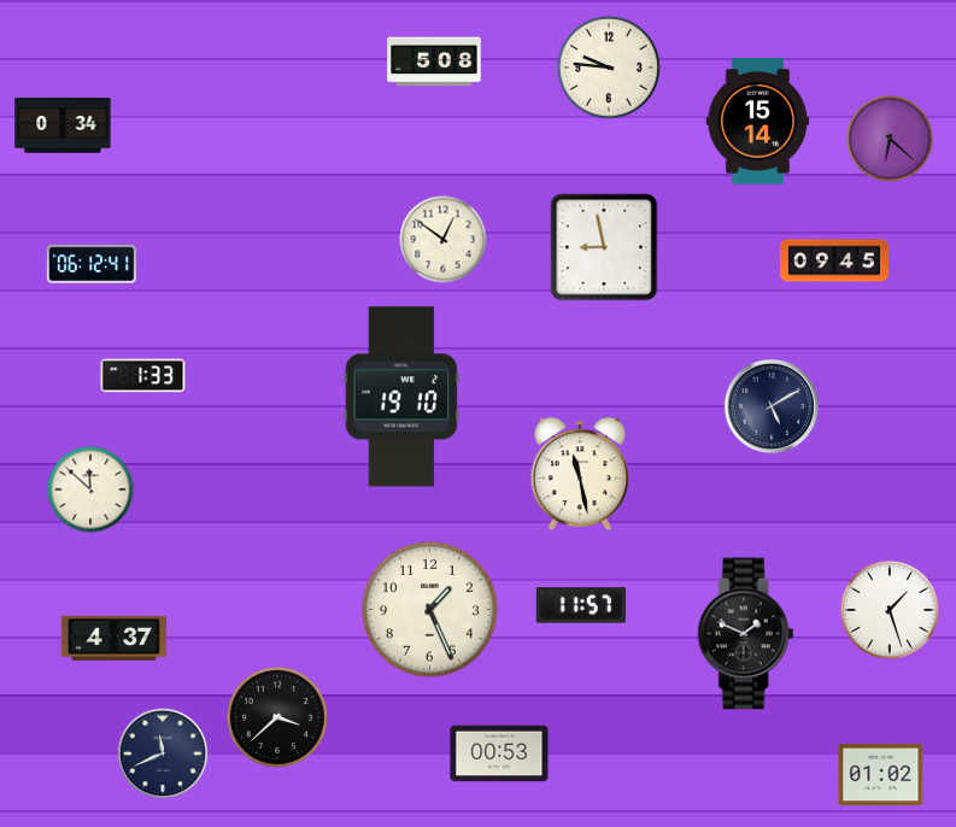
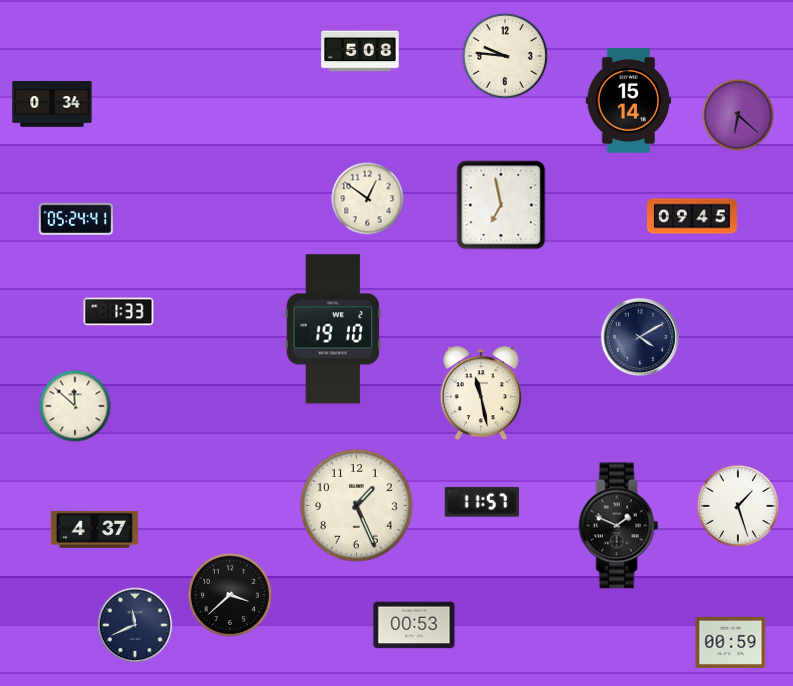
clock at (604, 247): 8:58 -> 6:58
clock at (90, 264): 06:12 -> 05:24
clock at (772, 406): 5:10 -> 4:10
clock at (881, 774): 01:02 -> 00:59
